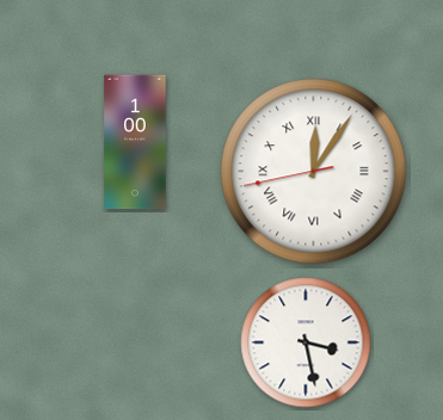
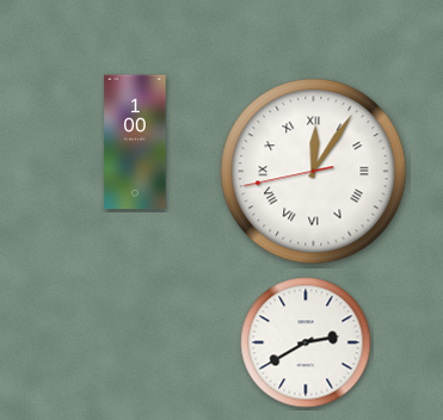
clock at (306, 342): 3:28 -> 2:40
